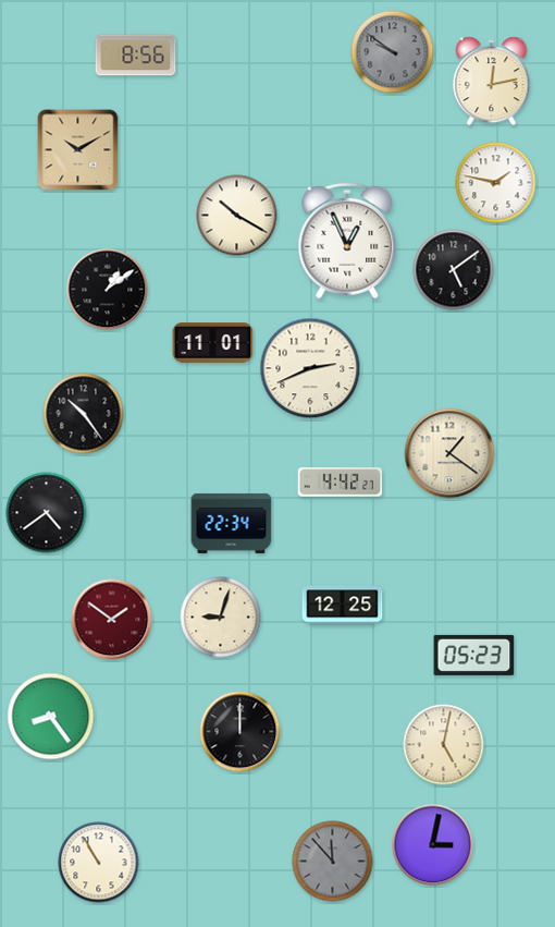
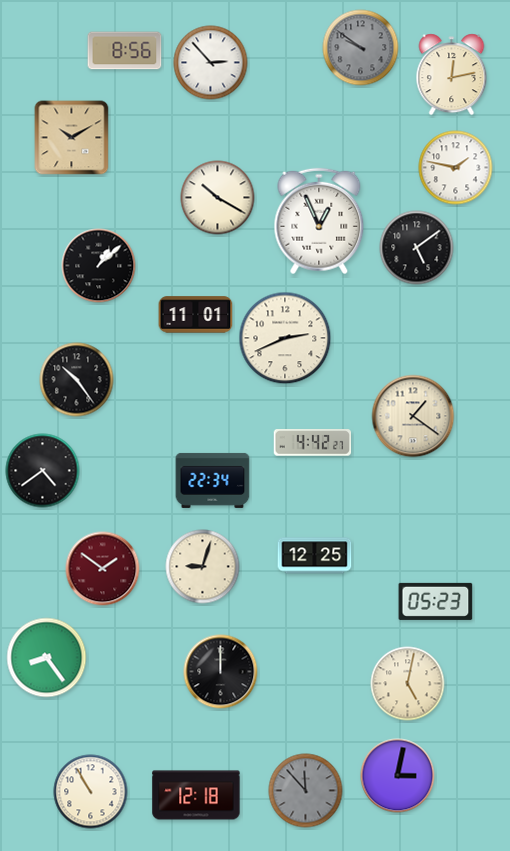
clock at (211, 63): none -> 2:53
clock at (108, 290): 1:09 -> 1:08
clock at (196, 795): none -> 12:18
